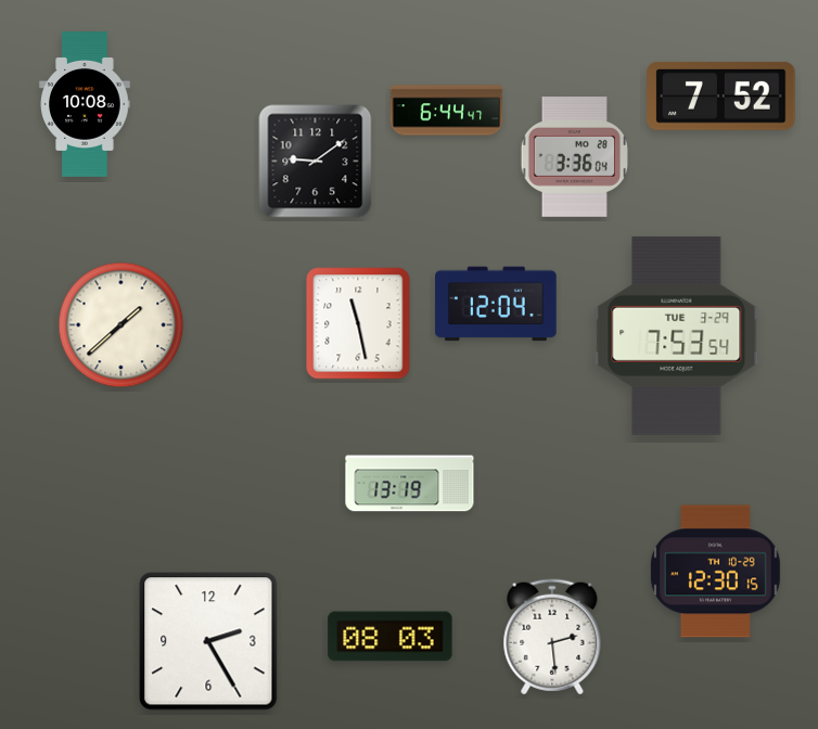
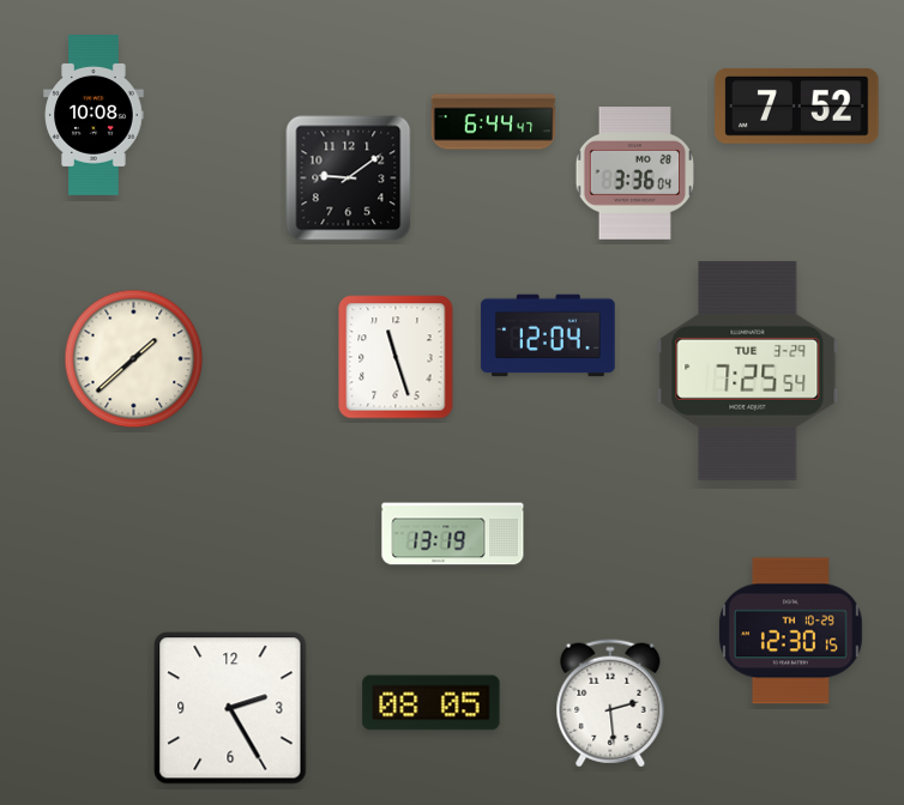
clock at (358, 323): 11:28 -> 11:27
clock at (677, 335): 7:53 -> 7:25
clock at (391, 637): 08:03 -> 08:05
